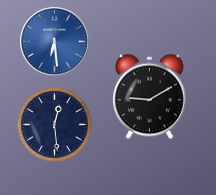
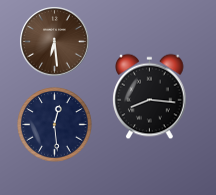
clock at (55, 42) dial: blue -> brown
clock at (150, 97): 9:10 -> 8:16
